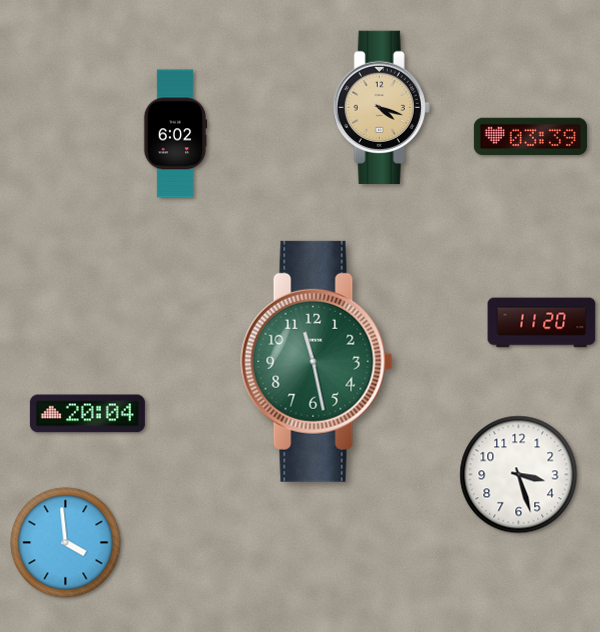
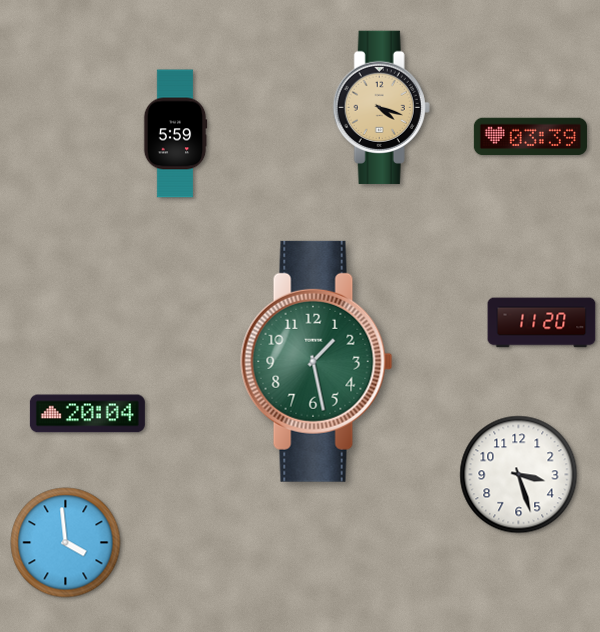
clock at (175, 134): 6:02 -> 5:59
clock at (317, 361): 11:28 -> 1:28
